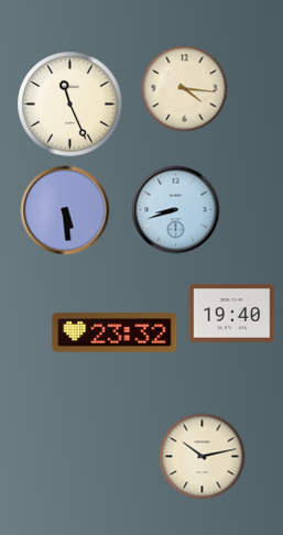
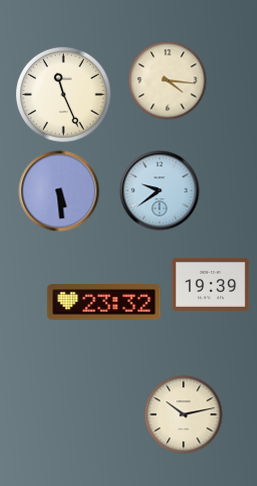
clock at (175, 209): 8:42 -> 9:39
clock at (231, 313): 19:40 -> 19:39
